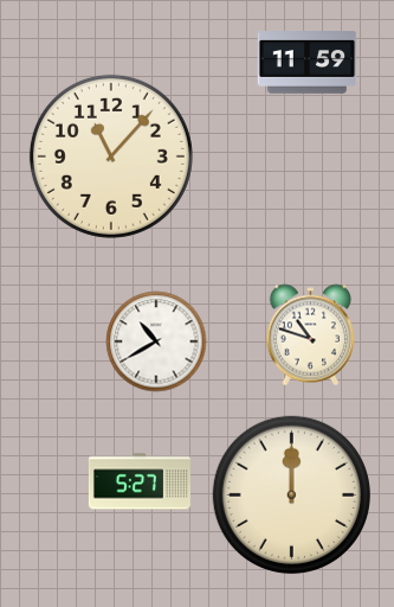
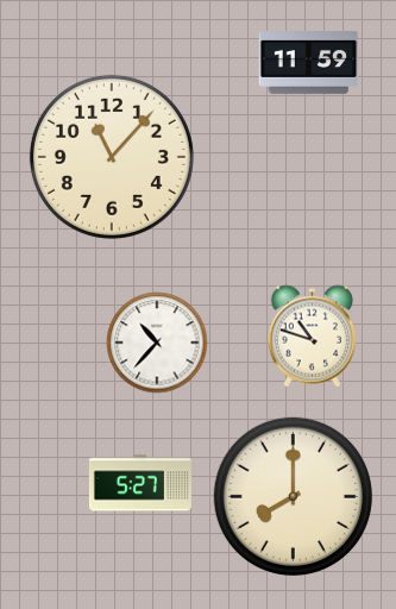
clock at (156, 341): 10:40 -> 10:37
clock at (291, 494): 12:00 -> 8:00
